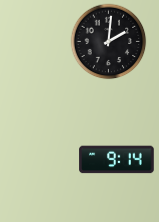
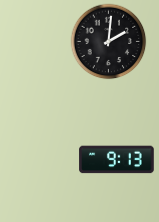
clock at (117, 160): 9:14 -> 9:13
